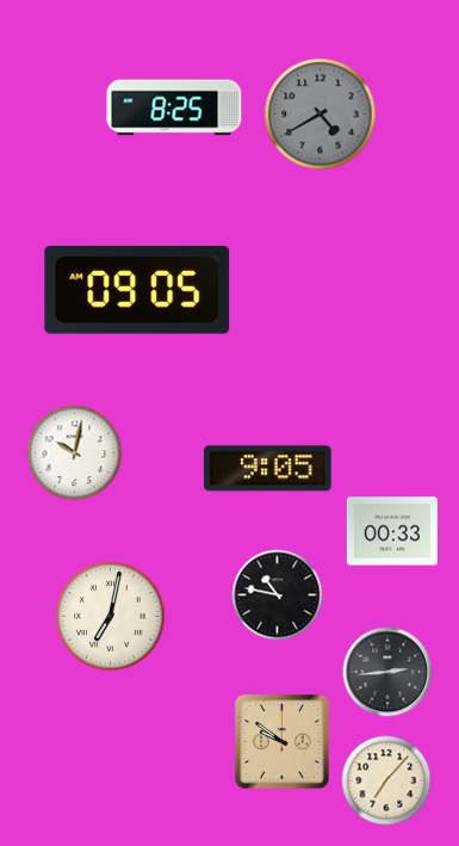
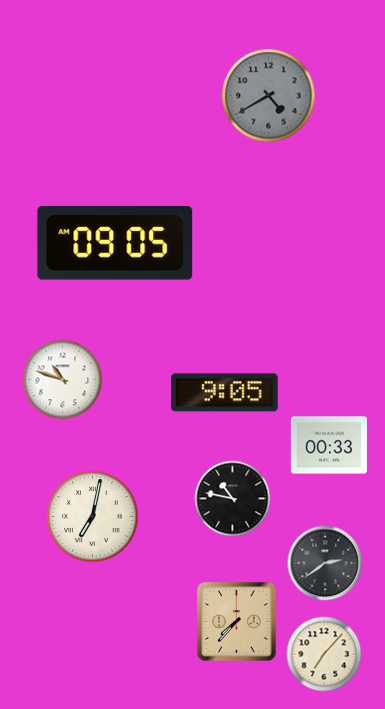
clock at (174, 107): 8:25 -> none
clock at (75, 453): 10:02 -> 10:48
clock at (387, 672): 2:44 -> 2:39
clock at (283, 742): 9:51 -> 7:37
